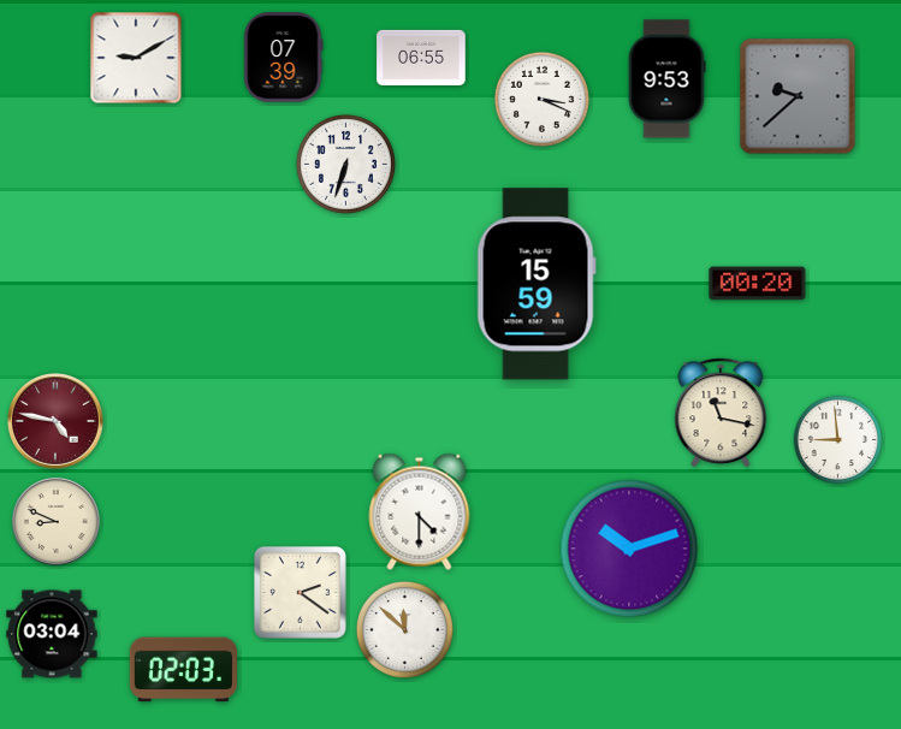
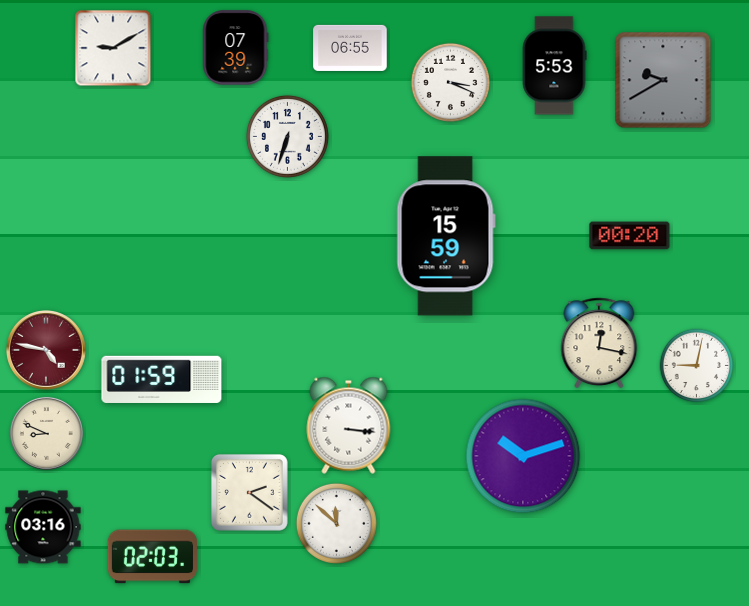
clock at (666, 79): 9:53 -> 5:53
clock at (798, 96): 9:38 -> 9:40
clock at (721, 411): 11:17 -> 12:17
clock at (838, 440): 8:59 -> 9:02
clock at (162, 379): none -> 01:59
clock at (420, 511): 4:30 -> 3:16
clock at (52, 634): 03:04 -> 03:16
